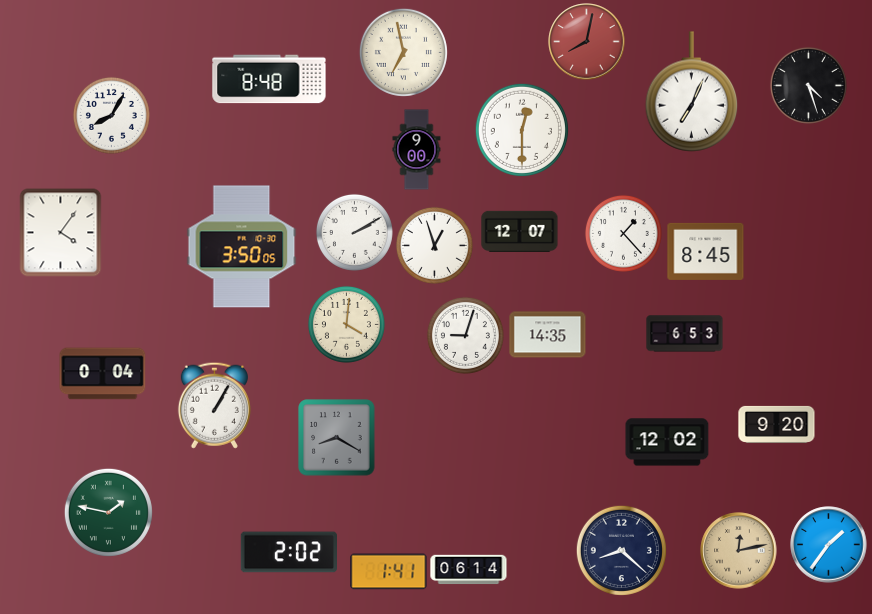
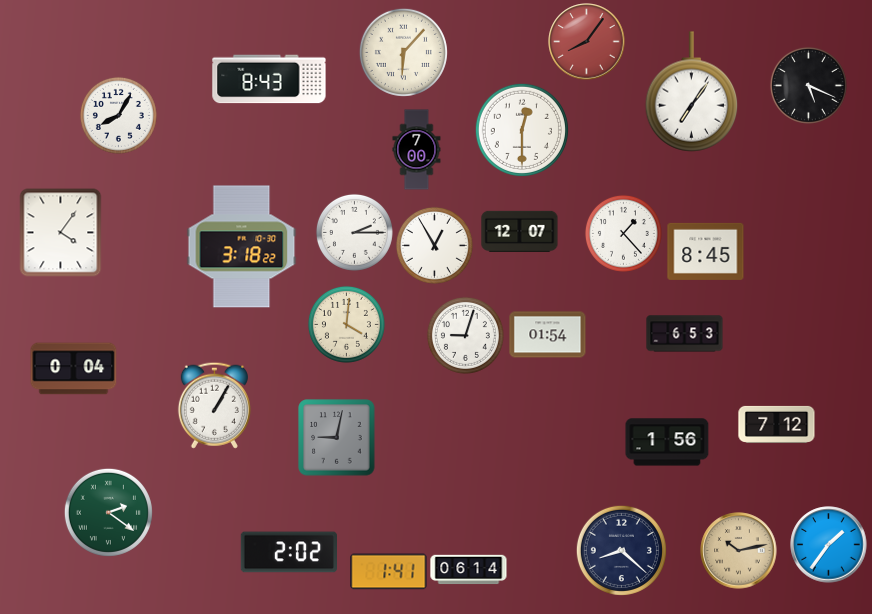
clock at (587, 42): 8:02 -> 8:06
clock at (403, 52): 6:58 -> 6:07
clock at (269, 79): 8:48 -> 8:43
clock at (808, 85): 4:27 -> 5:19
clock at (692, 92): 7:04 -> 7:06
clock at (111, 115) position: (111, 115) -> (118, 115)
clock at (417, 150): 9:00 -> 7:00
clock at (354, 232): 2:10 -> 2:15
clock at (434, 245): 12:57 -> 12:55
clock at (242, 247): 3:50 -> 3:18
clock at (548, 335): 14:35 -> 01:54
clock at (103, 374) position: (103, 374) -> (74, 369)
clock at (777, 424): 9:20 -> 7:12
clock at (337, 438): 8:20 -> 9:02
clock at (667, 442): 12:02 -> 1:56
clock at (108, 512): 1:47 -> 2:21
clock at (739, 551): 12:13 -> 10:13
